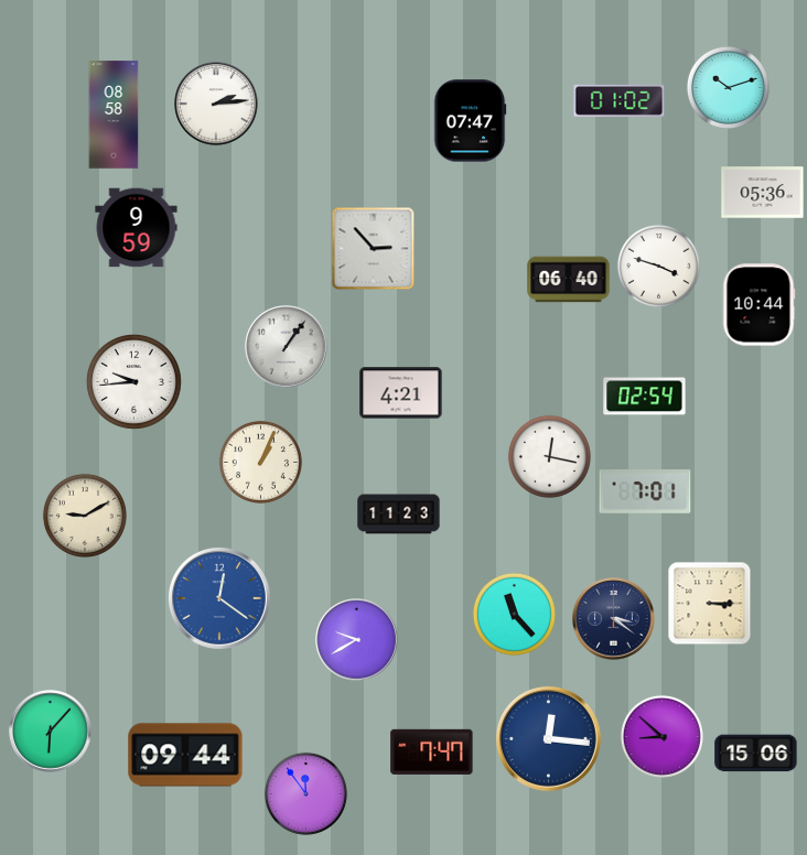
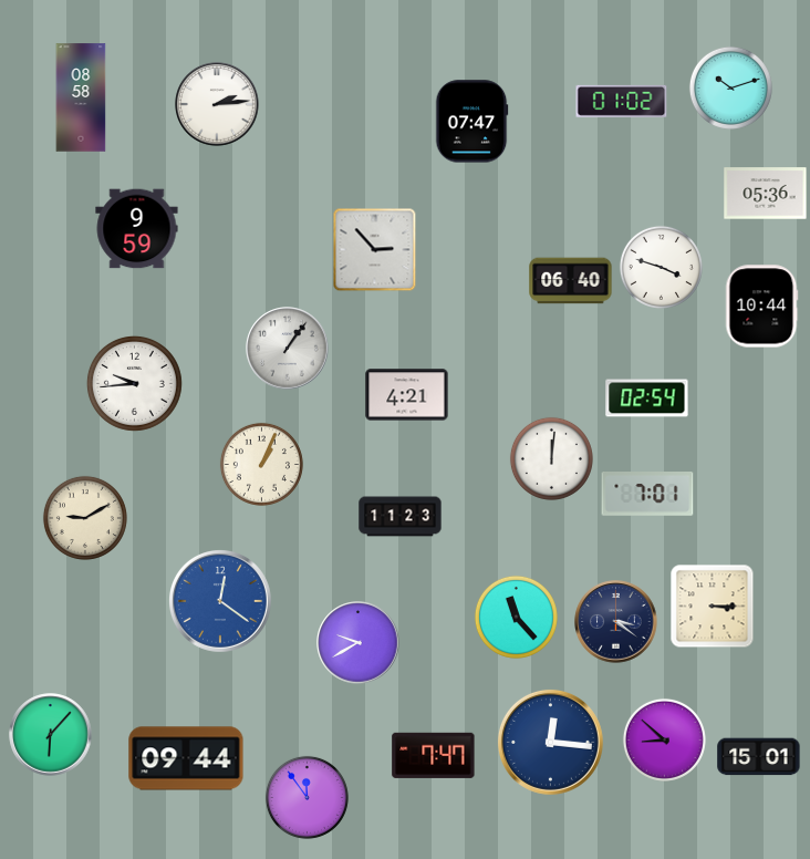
clock at (114, 115) position: (114, 115) -> (81, 97)
clock at (401, 393) position: (401, 393) -> (407, 395)
clock at (549, 456): 12:17 -> 12:01
clock at (756, 754): 15:06 -> 15:01
